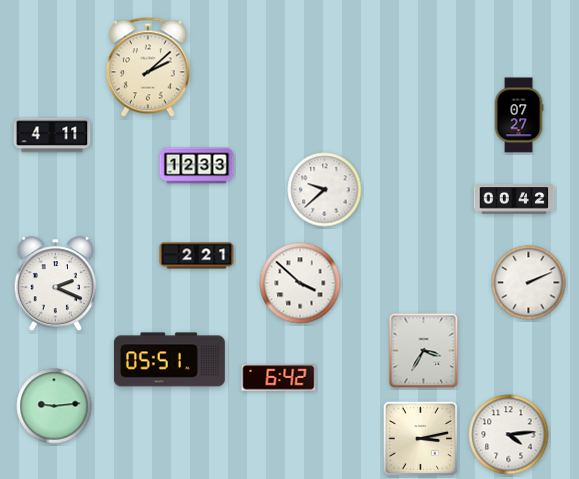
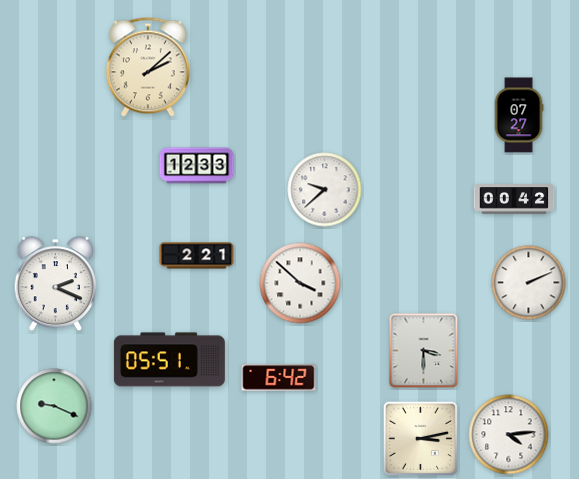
clock at (52, 135): 4:11 -> none
clock at (424, 351): 3:35 -> 3:30
clock at (54, 406): 9:14 -> 9:19
